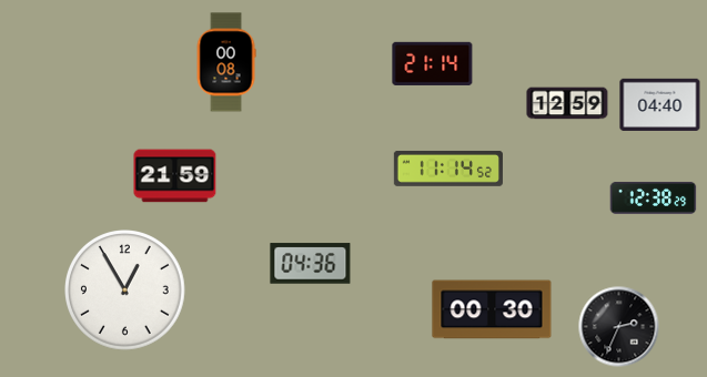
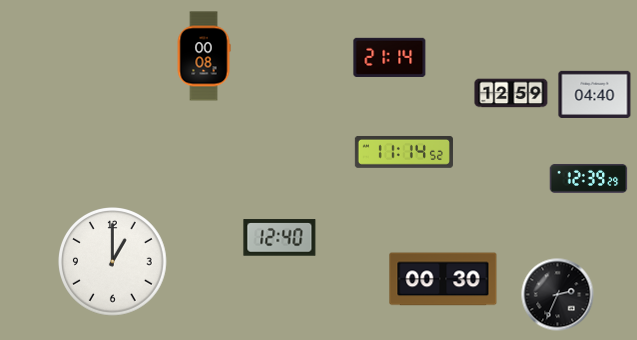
clock at (175, 176): 21:59 -> none
clock at (654, 197): 12:38 -> 12:39
clock at (311, 264): 04:36 -> 12:40
clock at (125, 291): 12:55 -> 1:00
